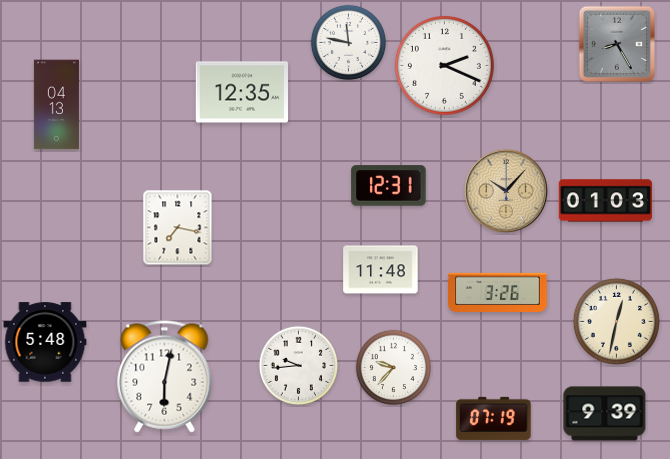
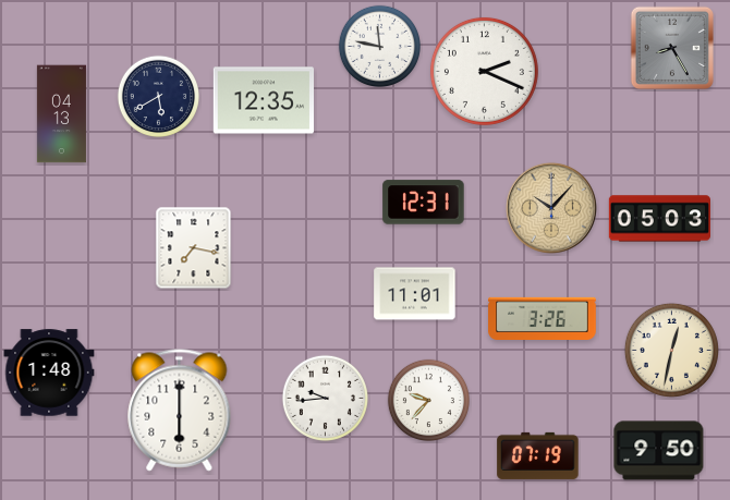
clock at (158, 96): none -> 5:40
clock at (605, 201): 01:03 -> 05:03
clock at (381, 270): 11:48 -> 11:01
clock at (45, 342): 5:48 -> 1:48
clock at (165, 377): 6:02 -> 6:00
clock at (605, 414): 9:39 -> 9:50
